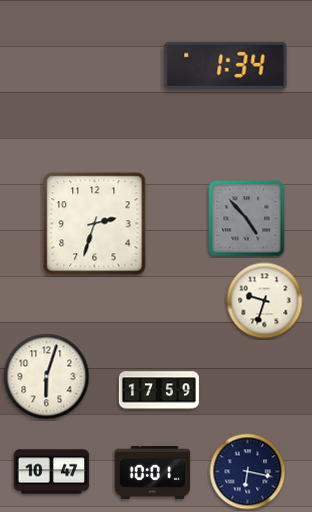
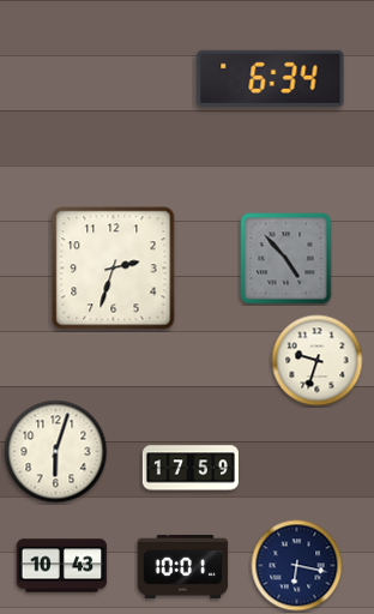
clock at (226, 65): 1:34 -> 6:34
clock at (247, 219) position: (247, 219) -> (286, 259)
clock at (52, 472): 10:47 -> 10:43
